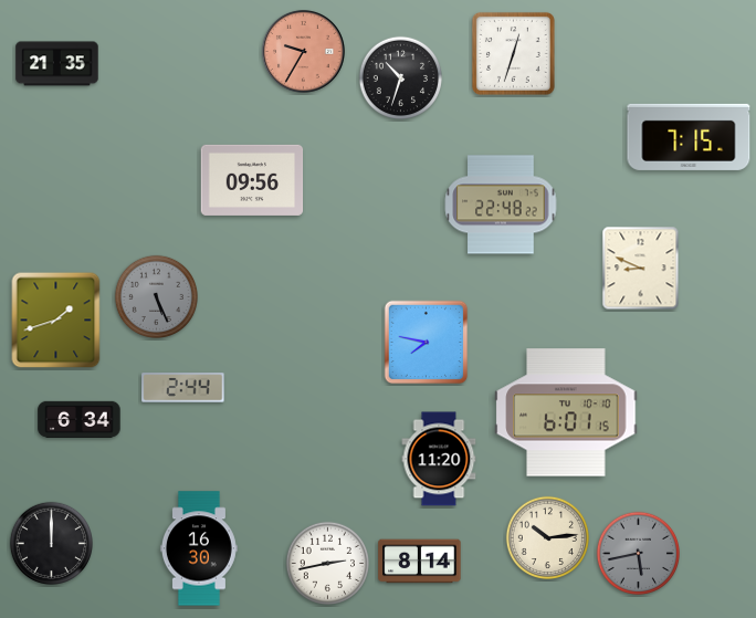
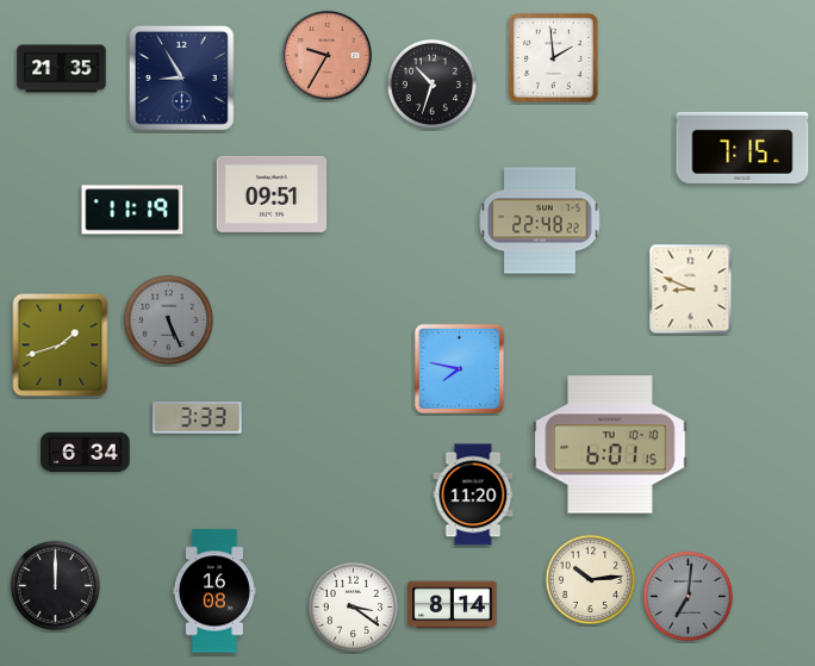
clock at (513, 53): 12:33 -> 1:59
clock at (182, 79): none -> 8:55
clock at (252, 180): 09:56 -> 09:51
clock at (132, 210): none -> 11:19
clock at (183, 388): 2:44 -> 3:33
clock at (199, 548): 16:30 -> 16:08
clock at (639, 554): 5:43 -> 7:01
clock at (328, 564): 2:43 -> 3:21
